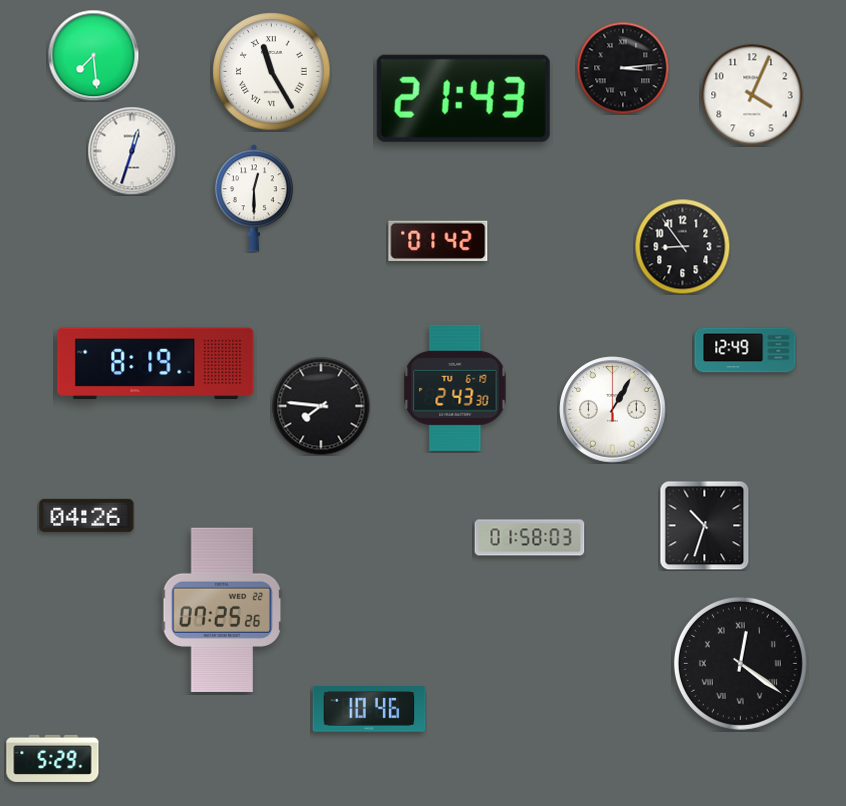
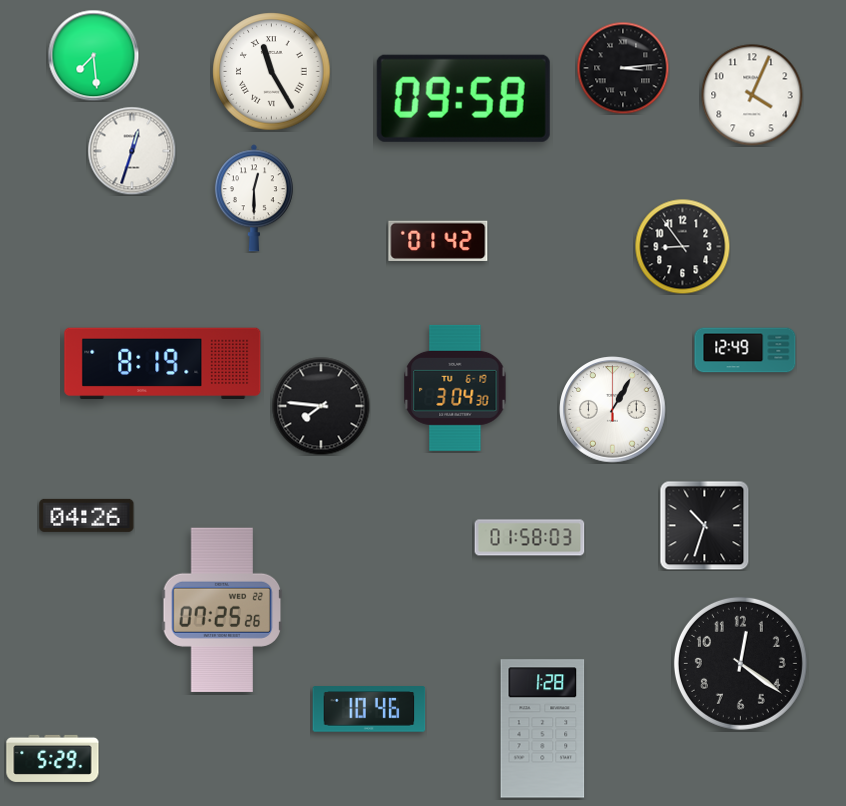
clock at (463, 98): 21:43 -> 09:58
clock at (156, 364) position: (156, 364) -> (163, 364)
clock at (455, 388): 2:43 -> 3:04
clock at (740, 663) numerals: Roman -> Arabic
clock at (543, 729): none -> 1:28
